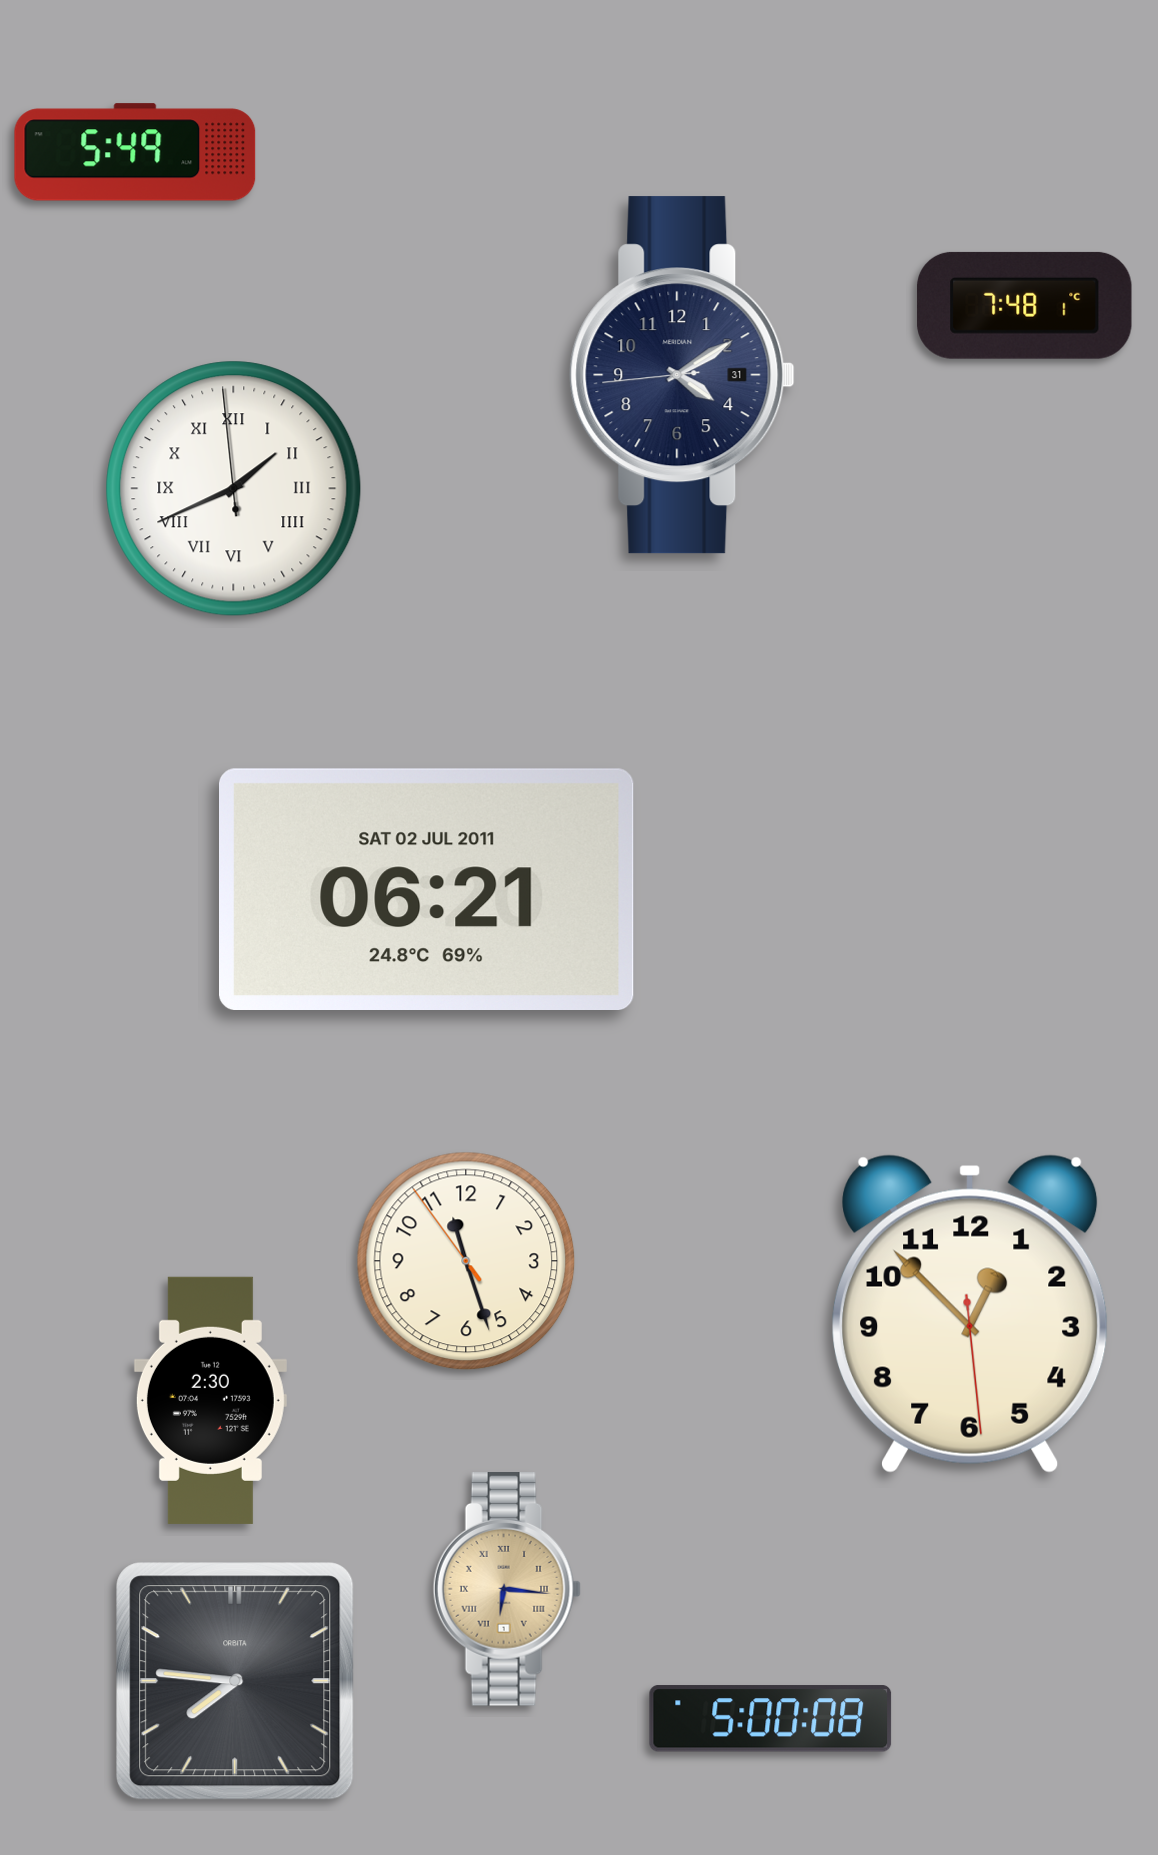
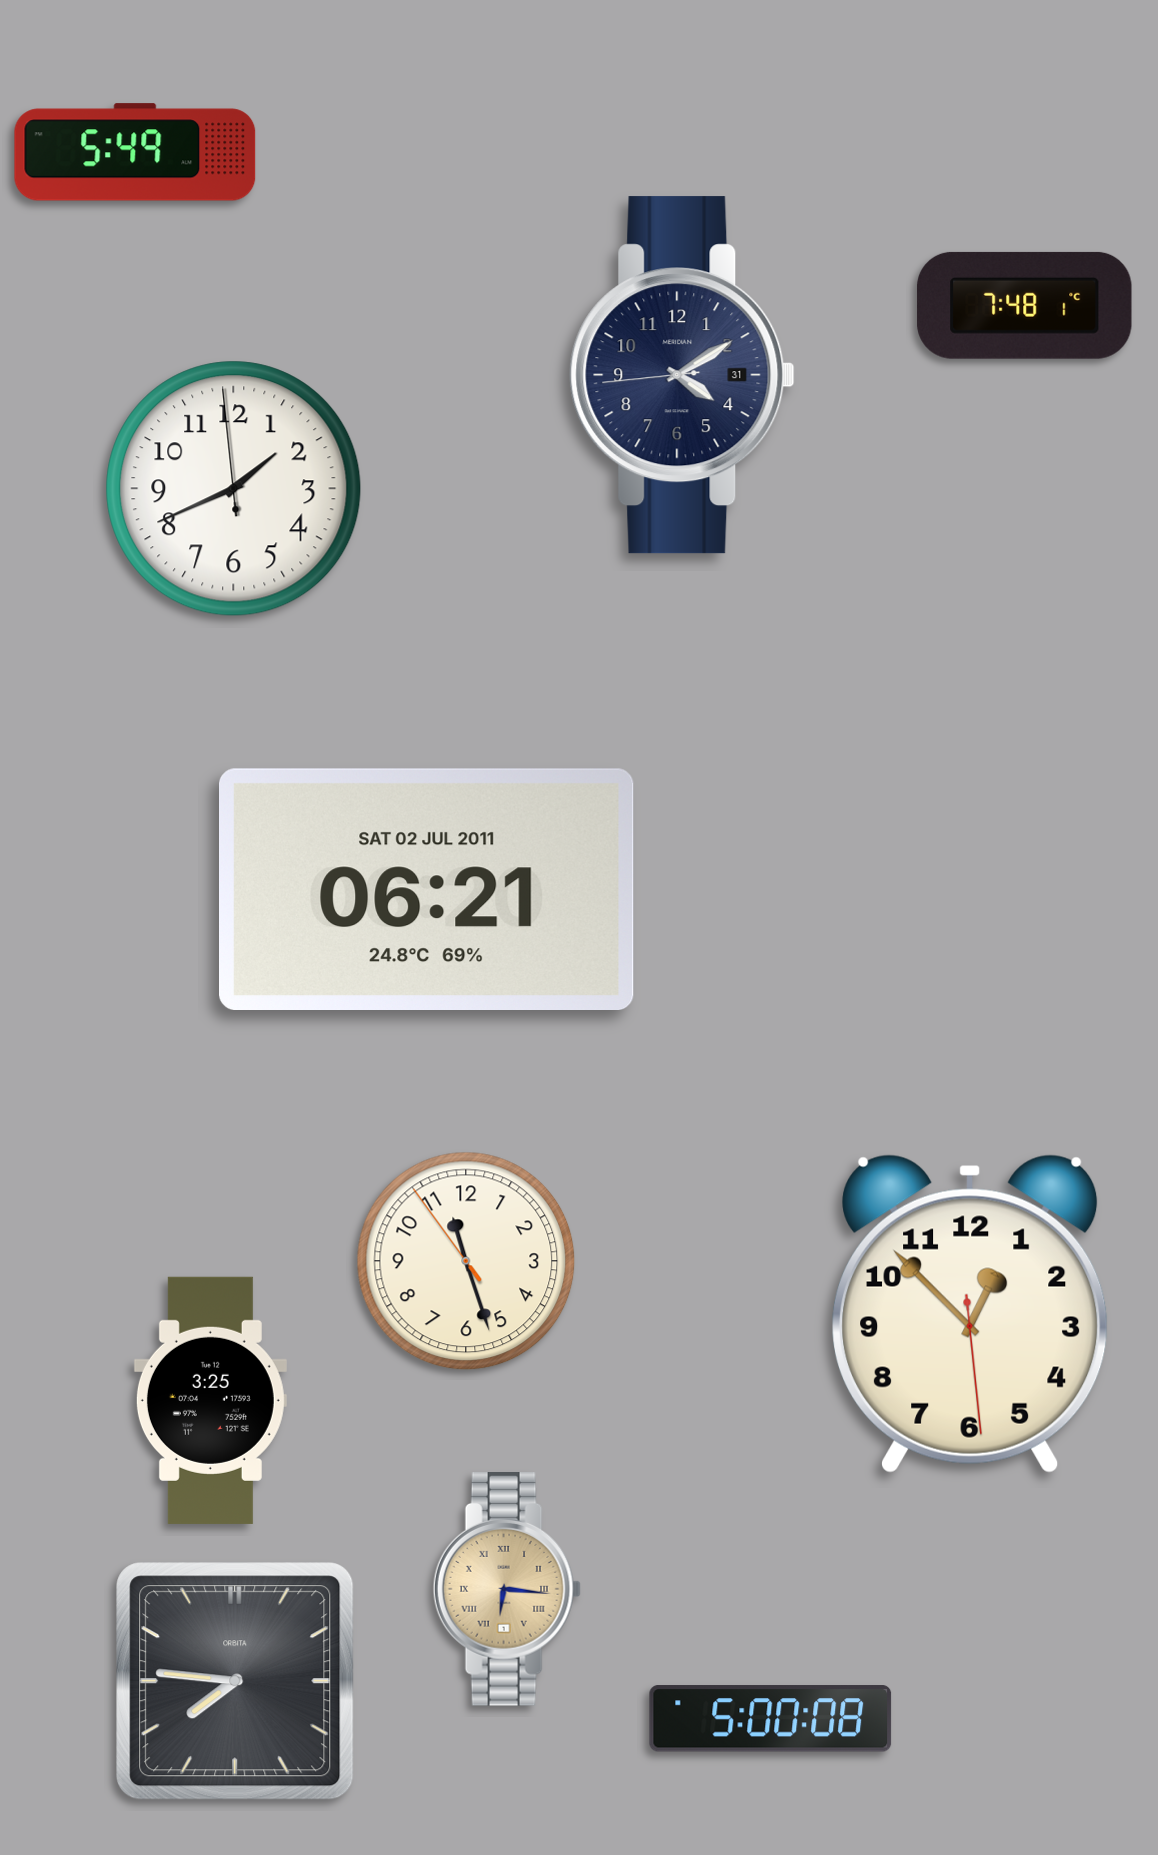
clock at (234, 489) numerals: Roman -> Arabic
clock at (210, 1400): 2:30 -> 3:25
